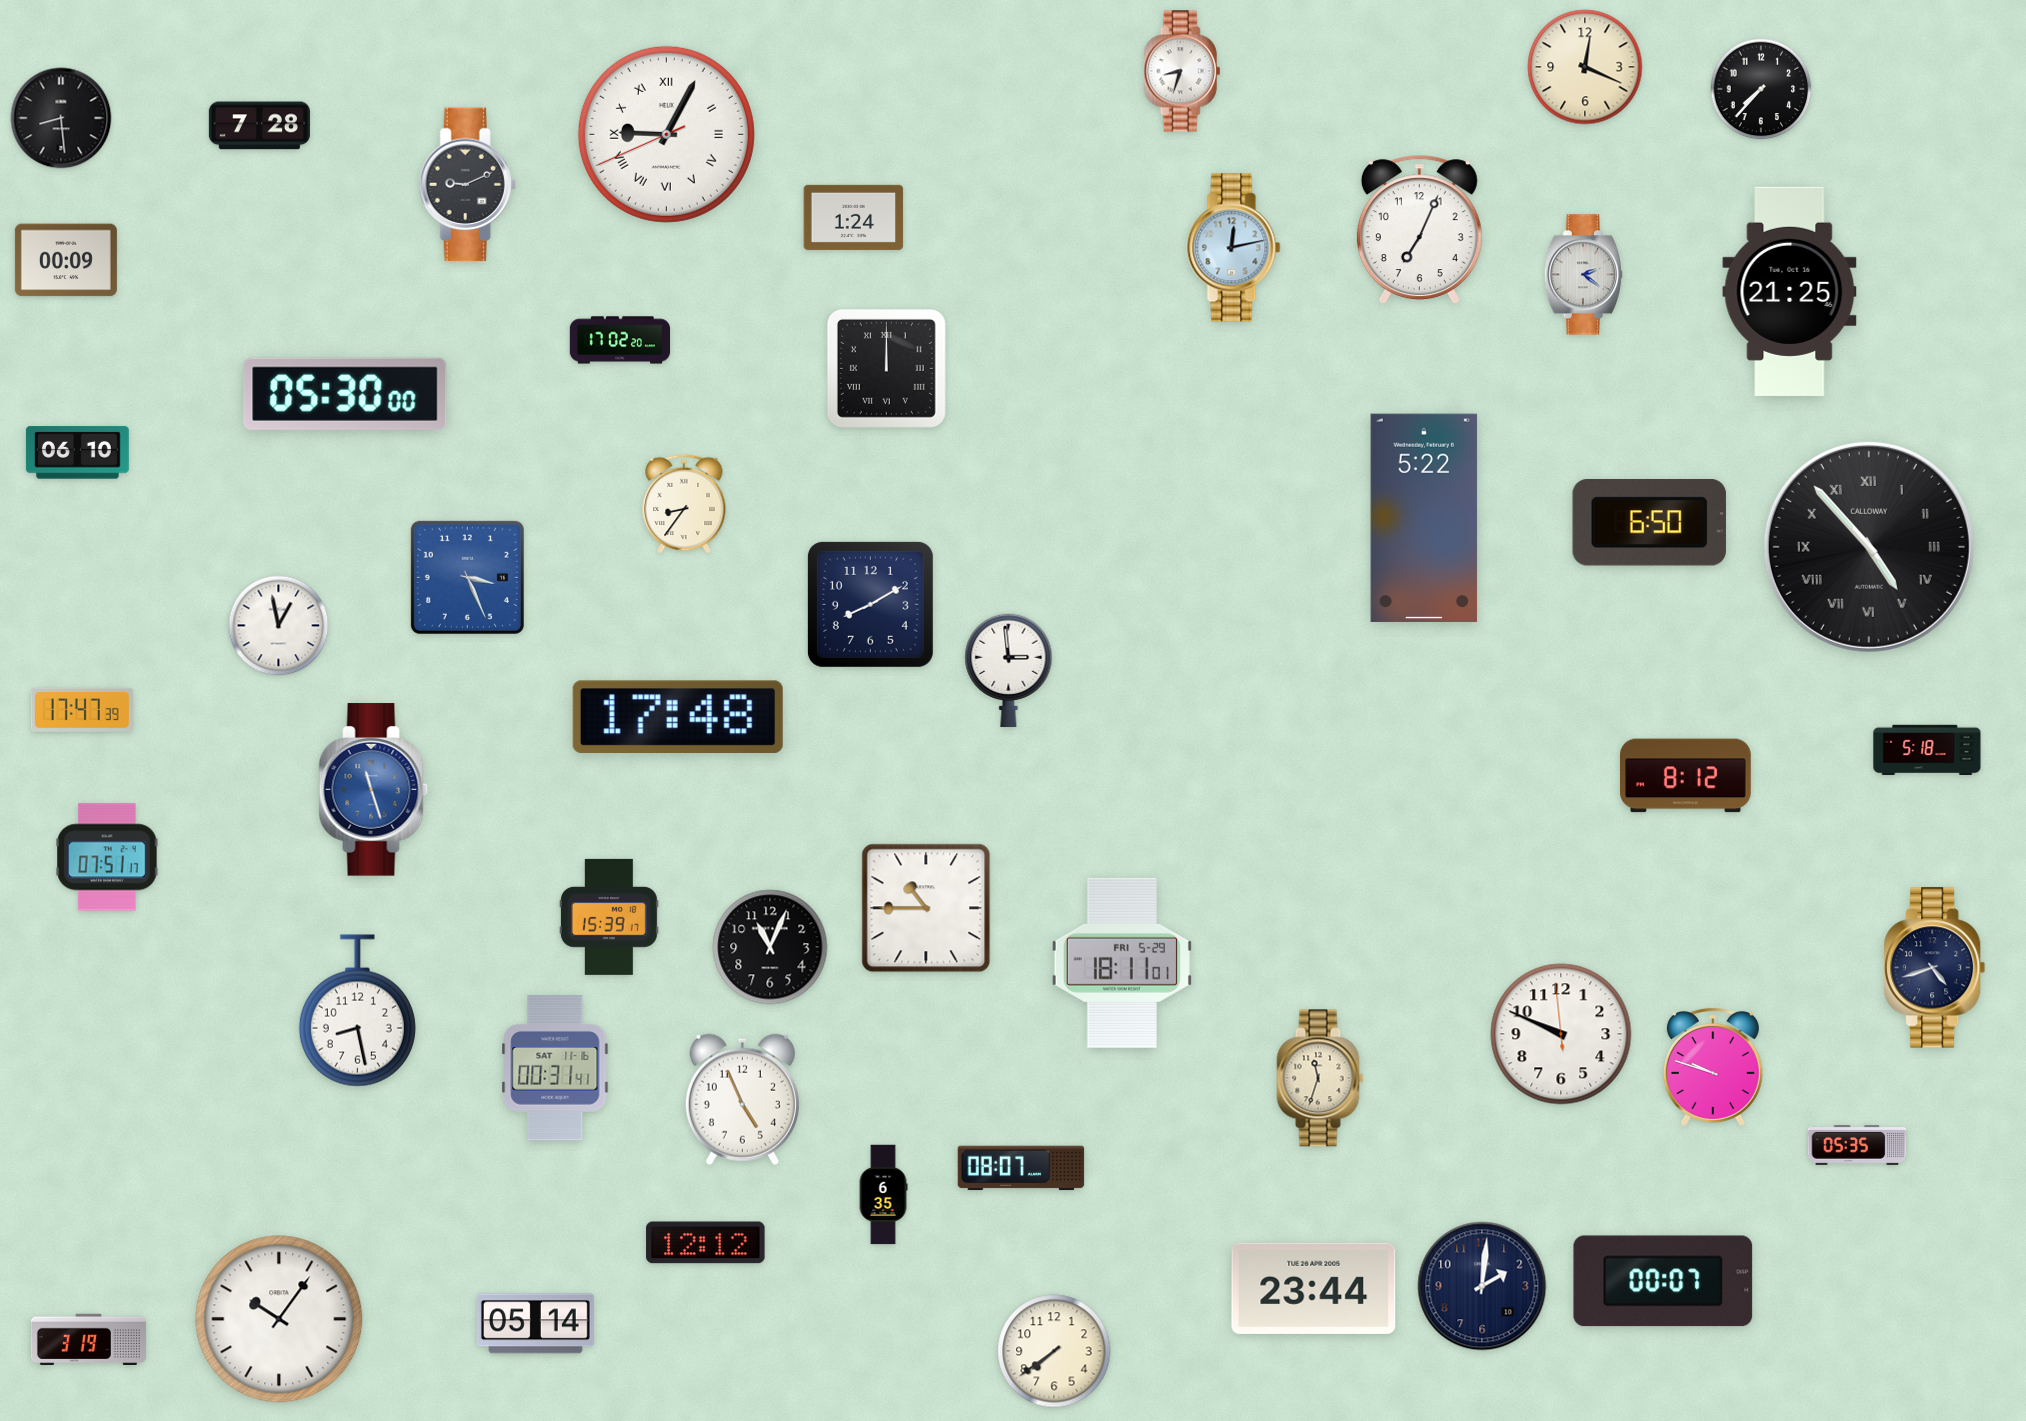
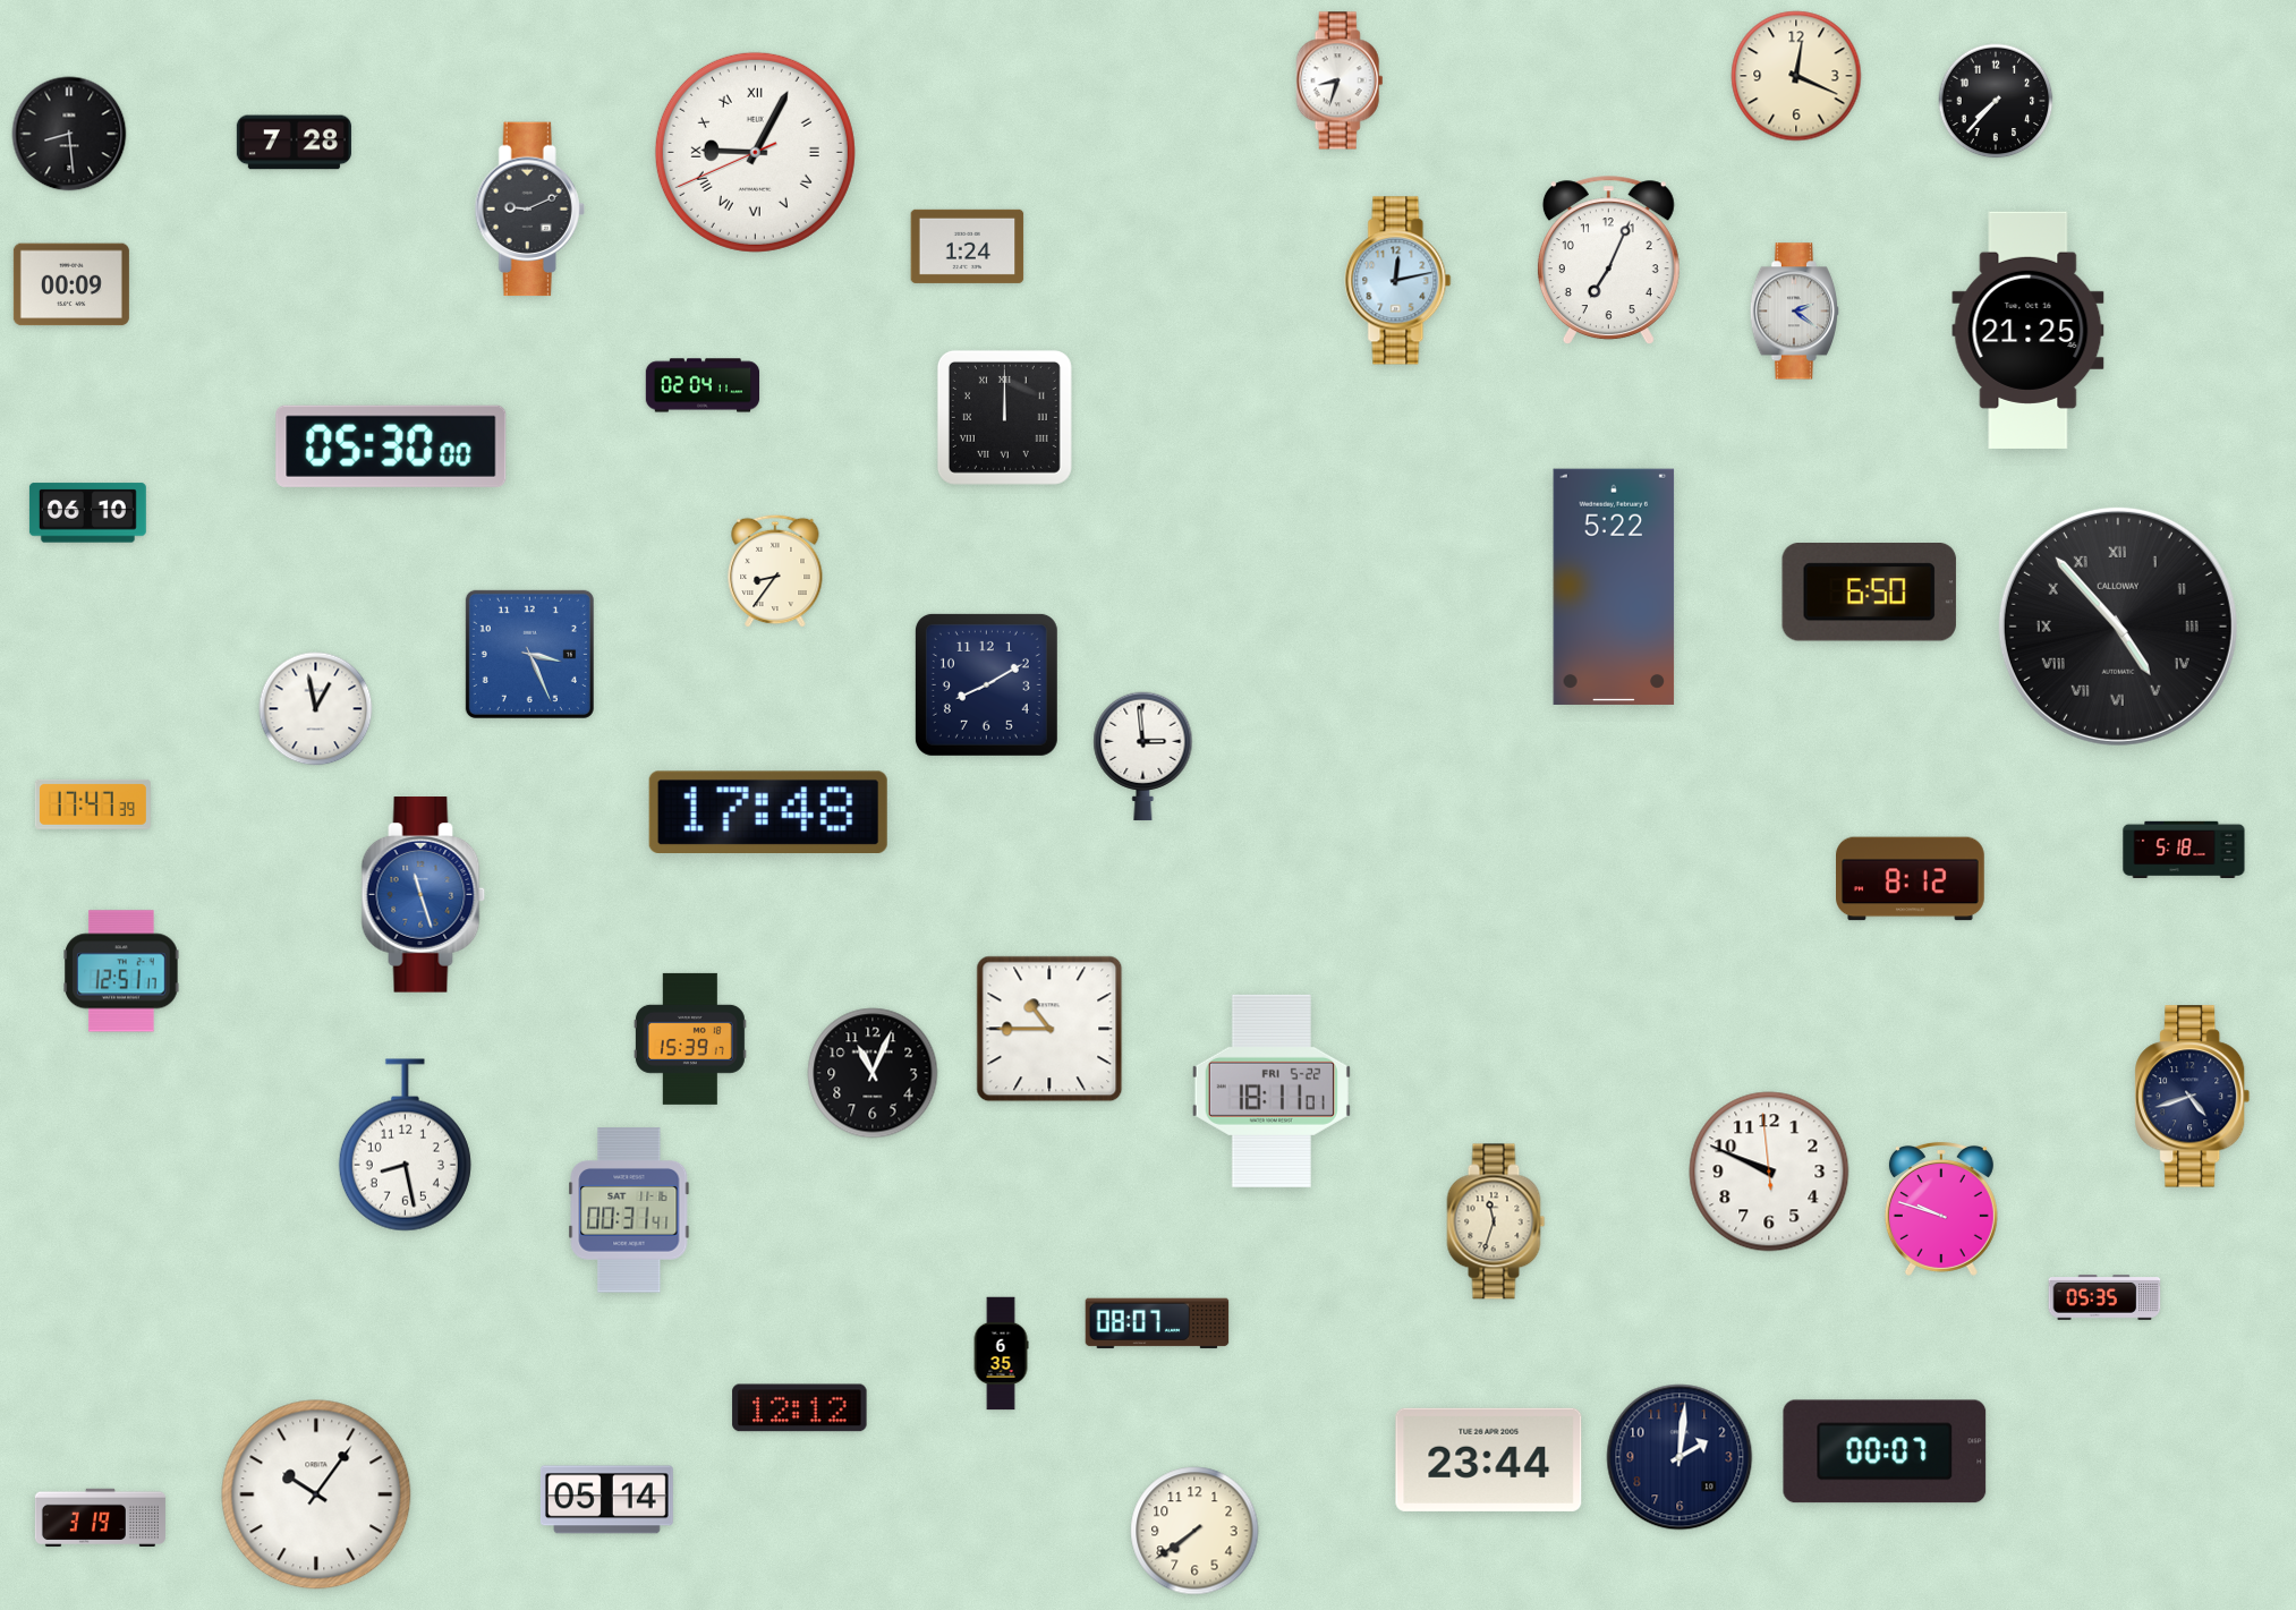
clock at (66, 260) position: (66, 260) -> (71, 284)
clock at (620, 340): 17:02 -> 02:04
clock at (1869, 547) position: (1869, 547) -> (2118, 627)
clock at (1009, 671) position: (1009, 671) -> (1143, 757)
clock at (107, 857): 07:51 -> 12:51
clock at (1122, 963) date: FRI 5-29 -> FRI 5-22
clock at (742, 1099): 4:56 -> none
